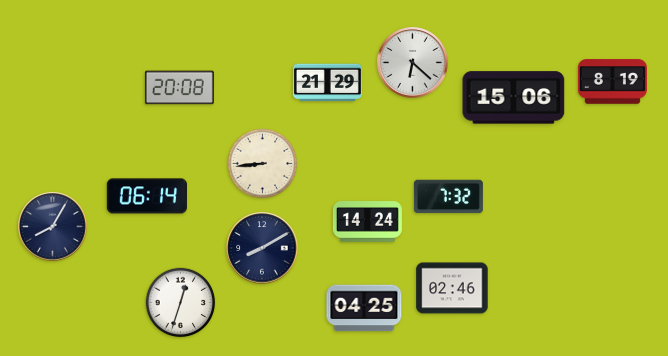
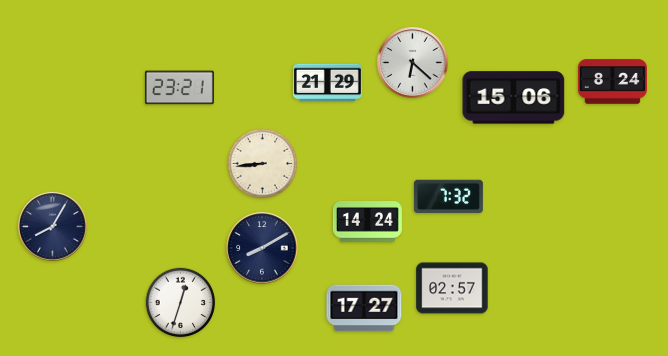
clock at (612, 82): 8:19 -> 8:24
clock at (179, 88): 20:08 -> 23:21
clock at (147, 196): 06:14 -> none
clock at (452, 288): 02:46 -> 02:57
clock at (364, 308): 04:25 -> 17:27
